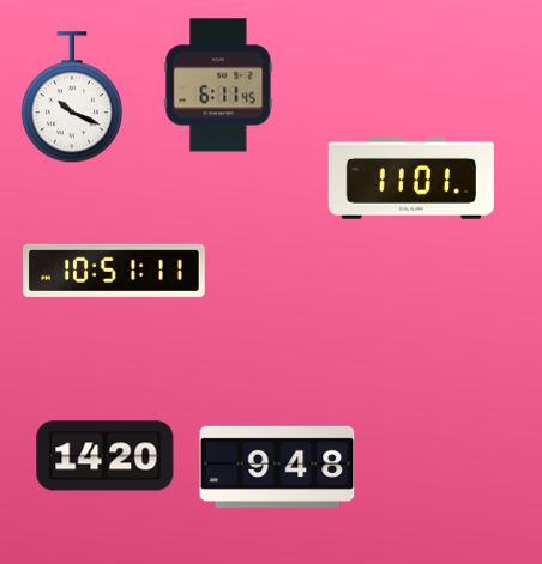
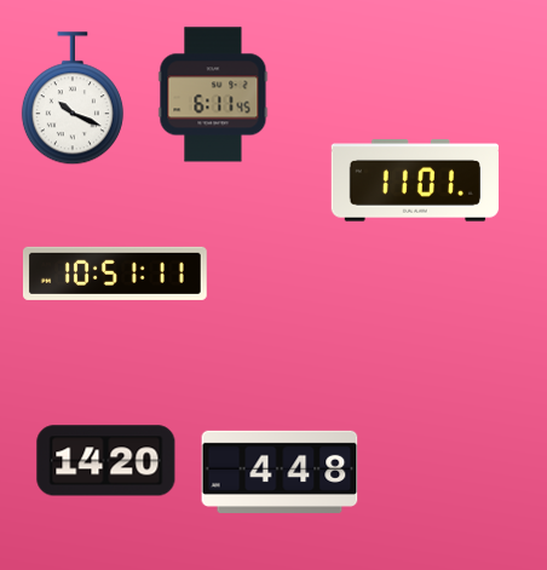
clock at (218, 85) position: (218, 85) -> (213, 94)
clock at (277, 467): 9:48 -> 4:48
